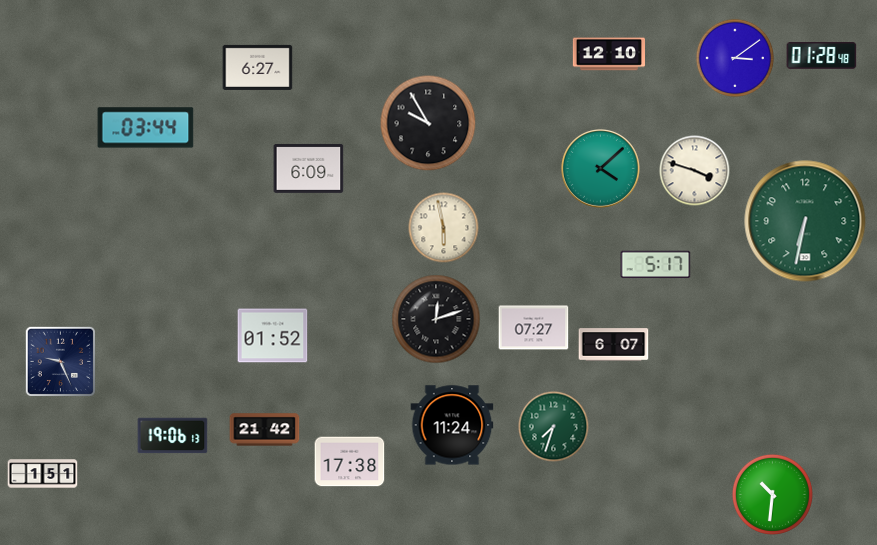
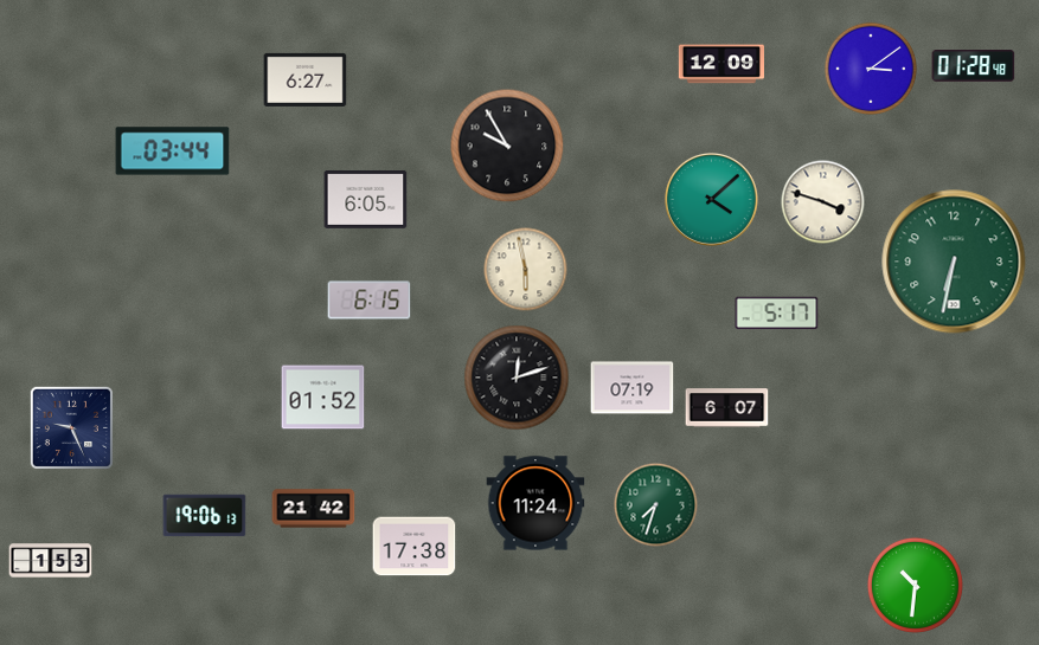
clock at (608, 54): 12:10 -> 12:09
clock at (309, 168): 6:09 -> 6:05
clock at (370, 301): none -> 6:15
clock at (534, 328): 07:27 -> 07:19
clock at (43, 474): 1:51 -> 1:53
